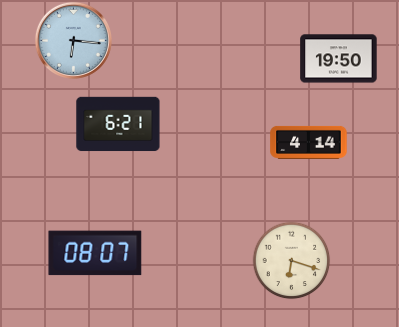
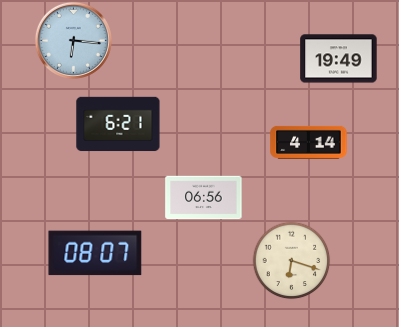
clock at (339, 59): 19:50 -> 19:49
clock at (204, 198): none -> 06:56
